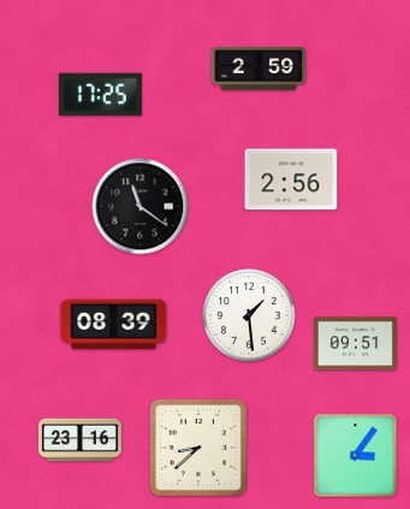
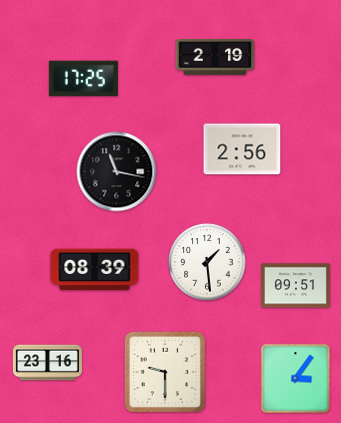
clock at (259, 69): 2:59 -> 2:19
clock at (141, 207): 11:21 -> 11:17
clock at (79, 440) position: (79, 440) -> (47, 363)
clock at (198, 448): 8:38 -> 9:30
